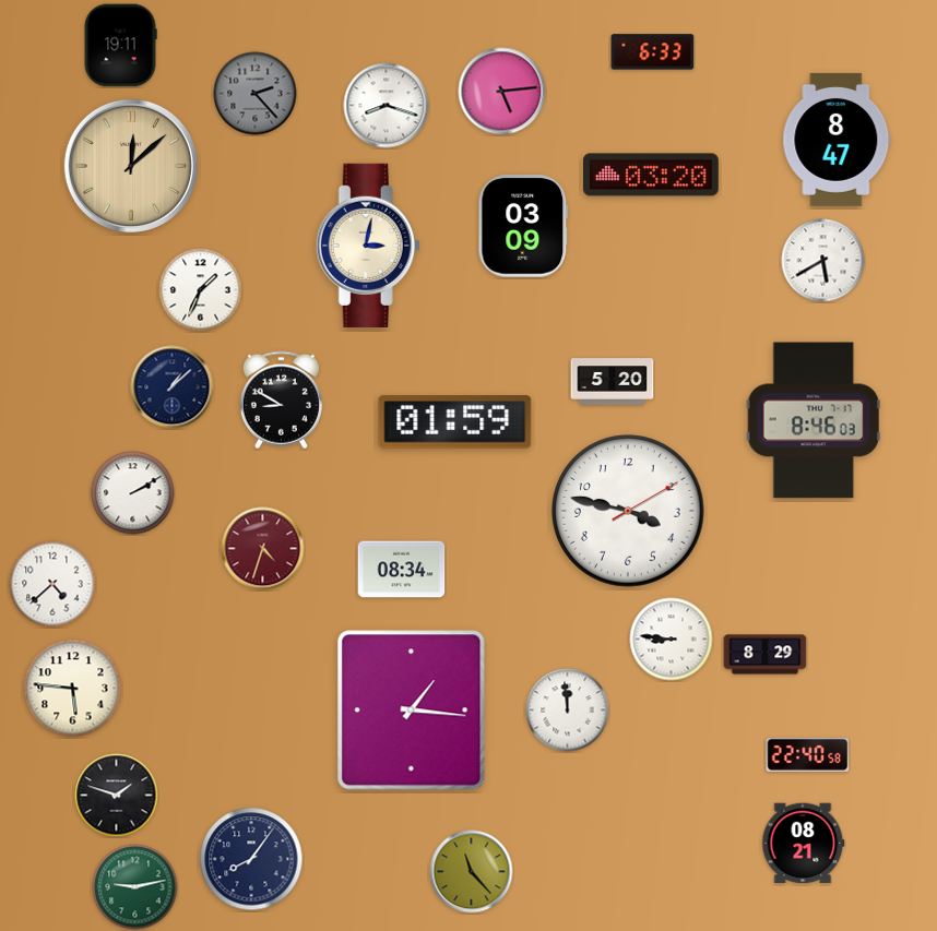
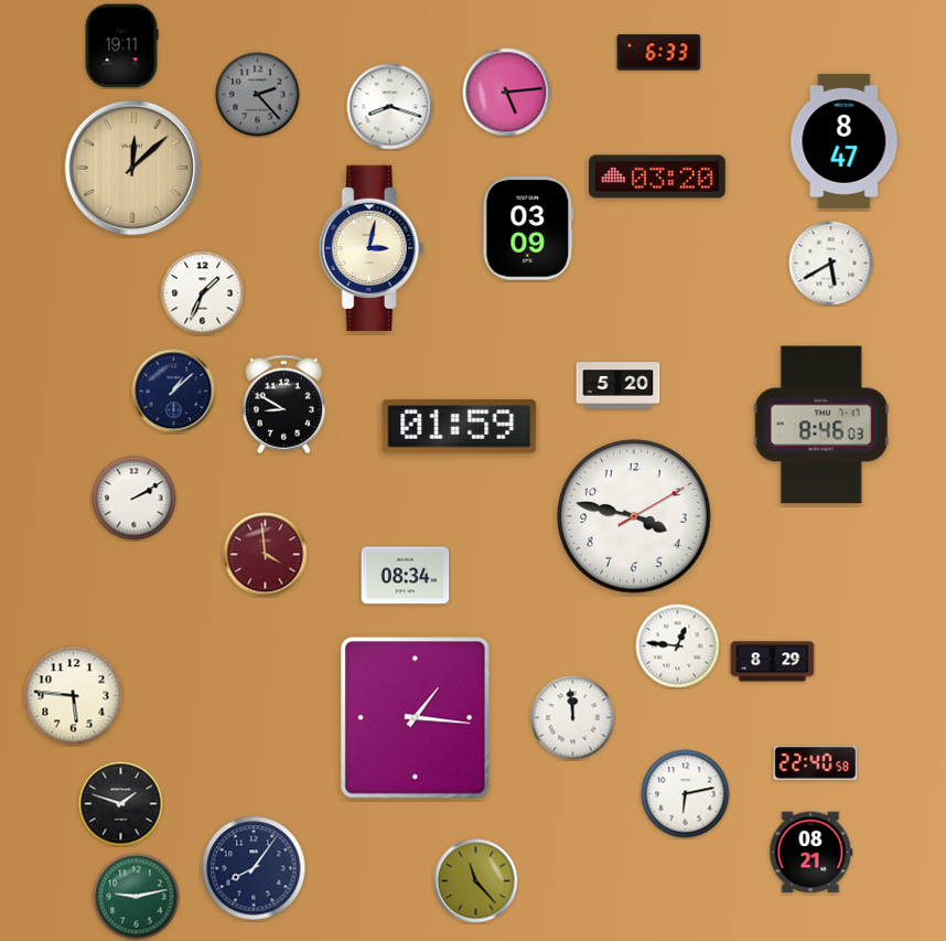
clock at (263, 549): 4:33 -> 3:59
clock at (52, 584): 4:38 -> none
clock at (672, 640): 8:46 -> 12:46
clock at (686, 794): none -> 6:13
clock at (117, 796) position: (117, 796) -> (121, 804)
